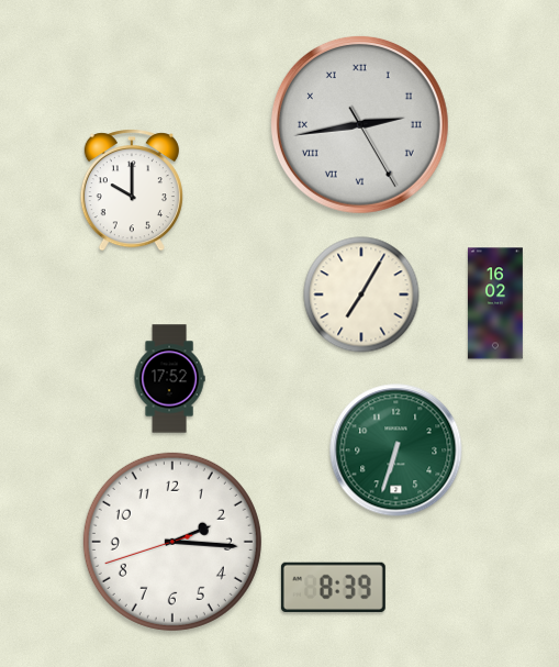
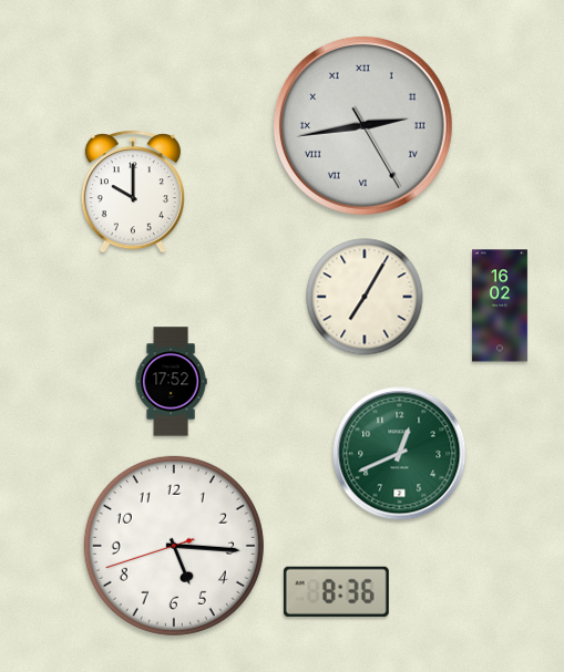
clock at (396, 451): 6:33 -> 12:41
clock at (172, 542): 2:15 -> 5:15
clock at (333, 587): 8:39 -> 8:36
